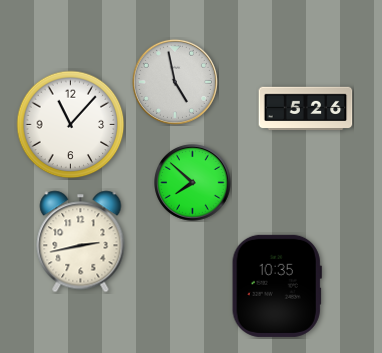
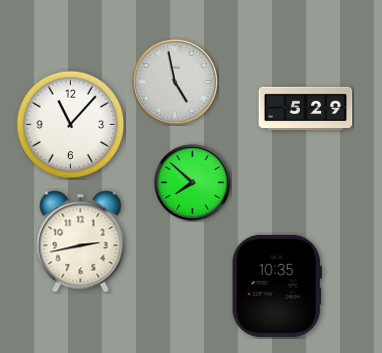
clock at (306, 109): 5:26 -> 5:29
